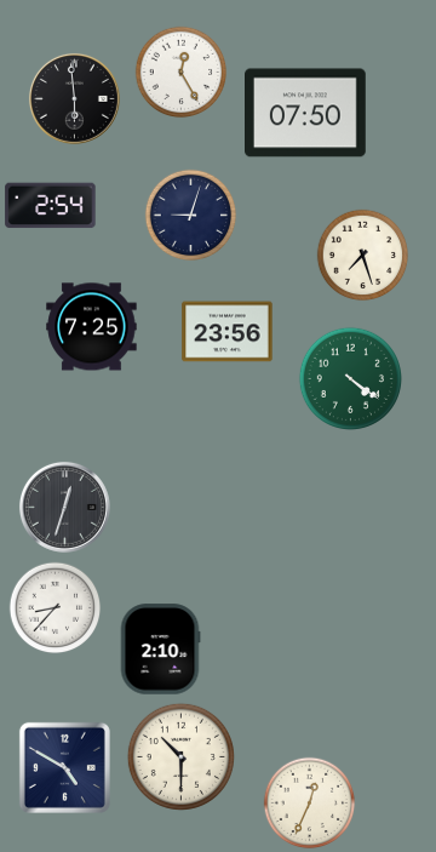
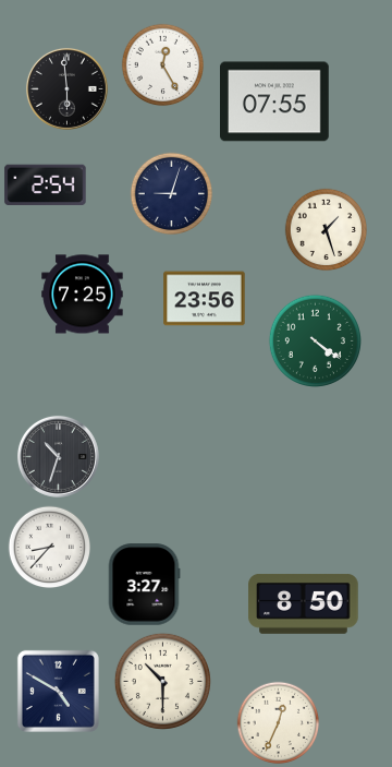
clock at (306, 113): 07:50 -> 07:55
clock at (363, 256): 7:27 -> 1:27
clock at (64, 507): 12:33 -> 10:33
clock at (160, 650): 2:10 -> 3:27
clock at (304, 604): none -> 8:50
